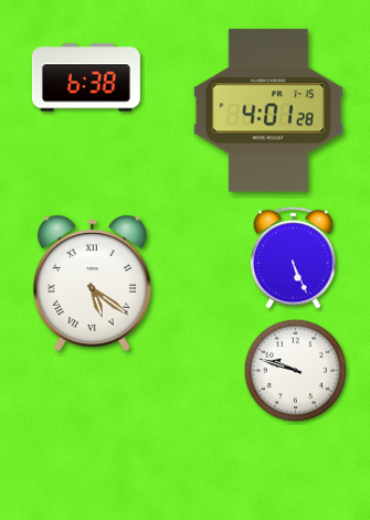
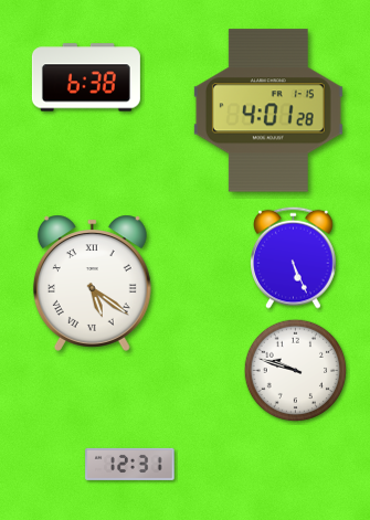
clock at (130, 464): none -> 12:31
